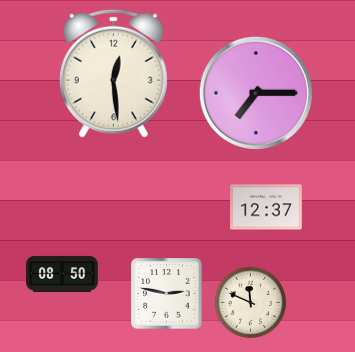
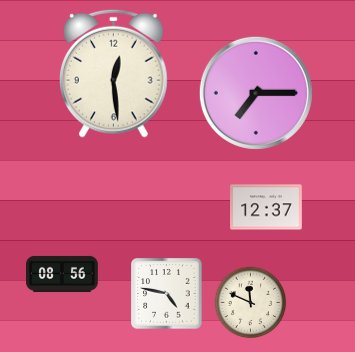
clock at (62, 274): 08:50 -> 08:56
clock at (167, 294): 2:47 -> 4:47
